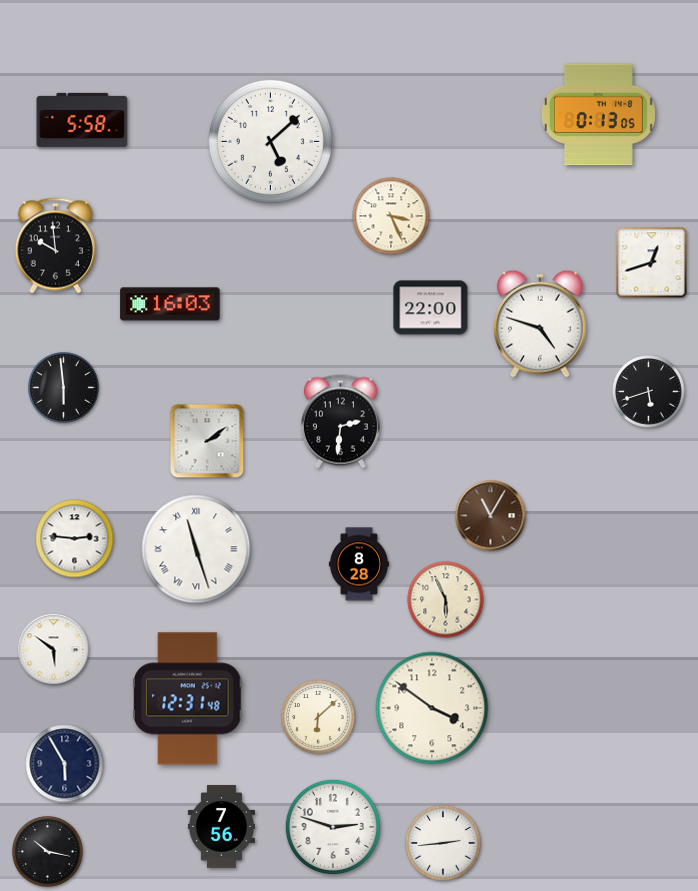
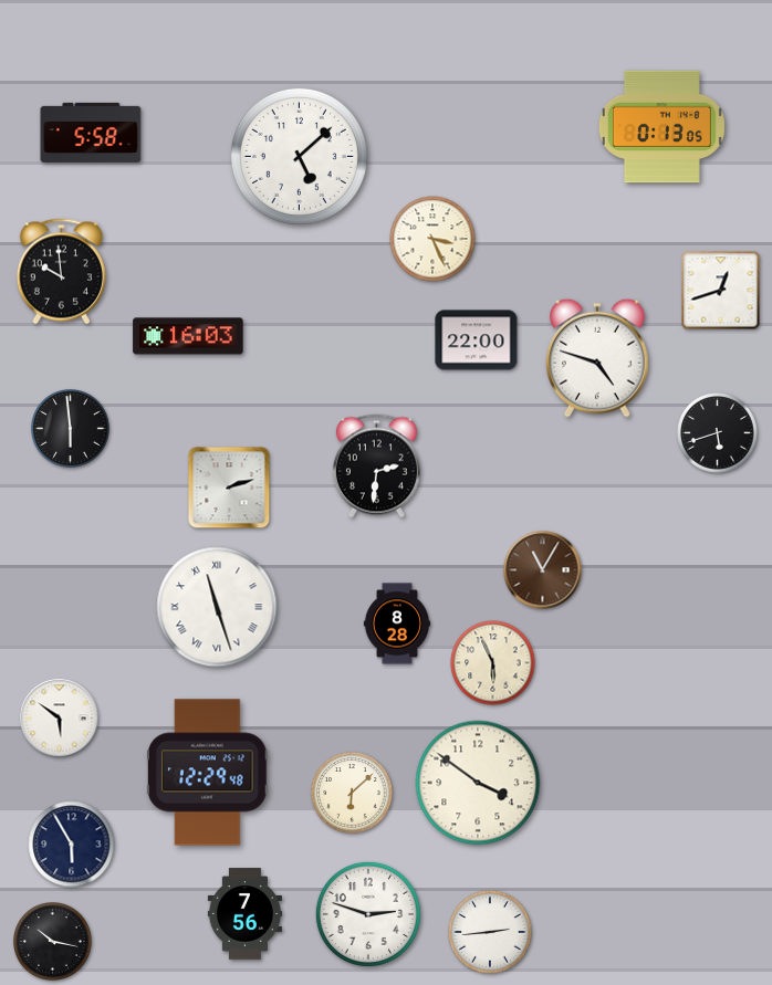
clock at (207, 441): 2:09 -> 2:12
clock at (75, 539): 2:46 -> none
clock at (187, 699): 12:31 -> 12:29
